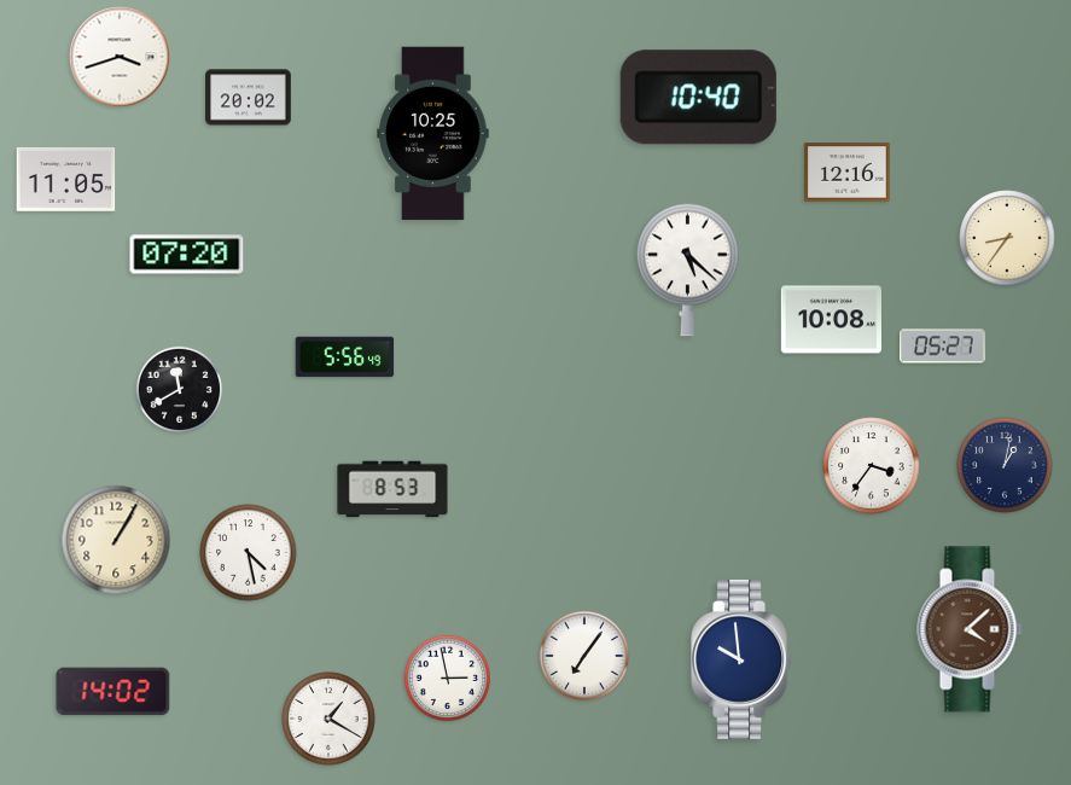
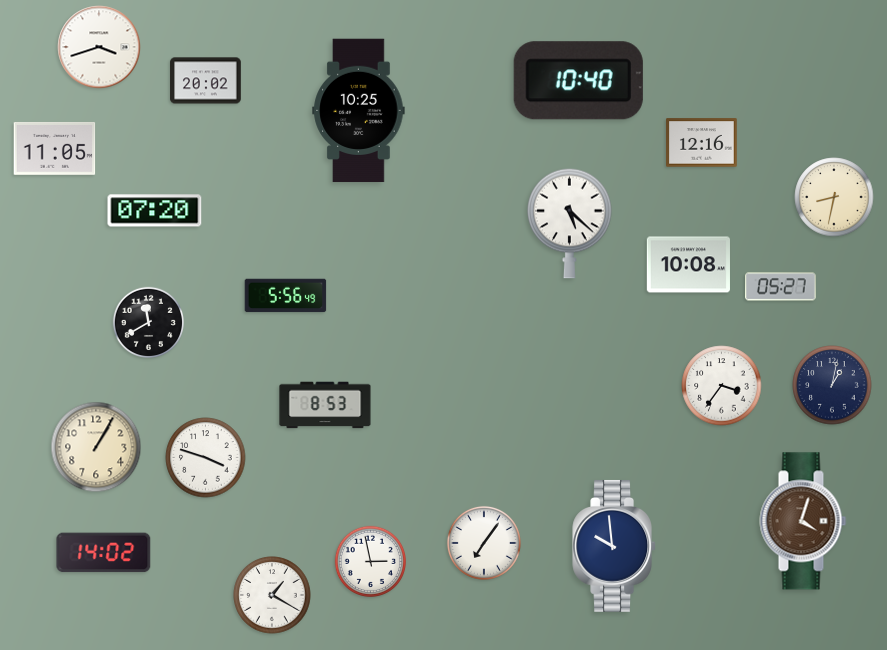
clock at (1007, 238): 8:36 -> 8:32
clock at (249, 553): 4:28 -> 3:48
clock at (970, 629): 4:08 -> 4:03
clock at (113, 692) position: (113, 692) -> (104, 553)
